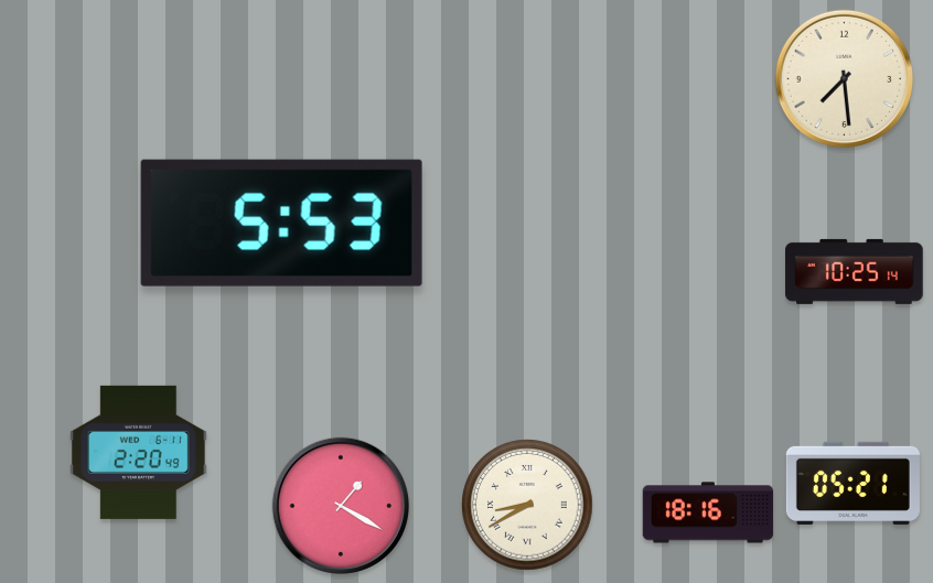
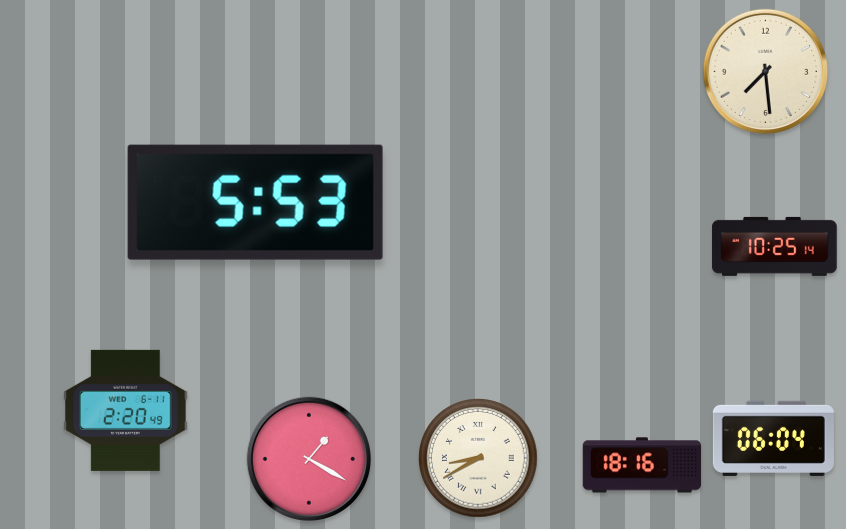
clock at (852, 483): 05:21 -> 06:04
